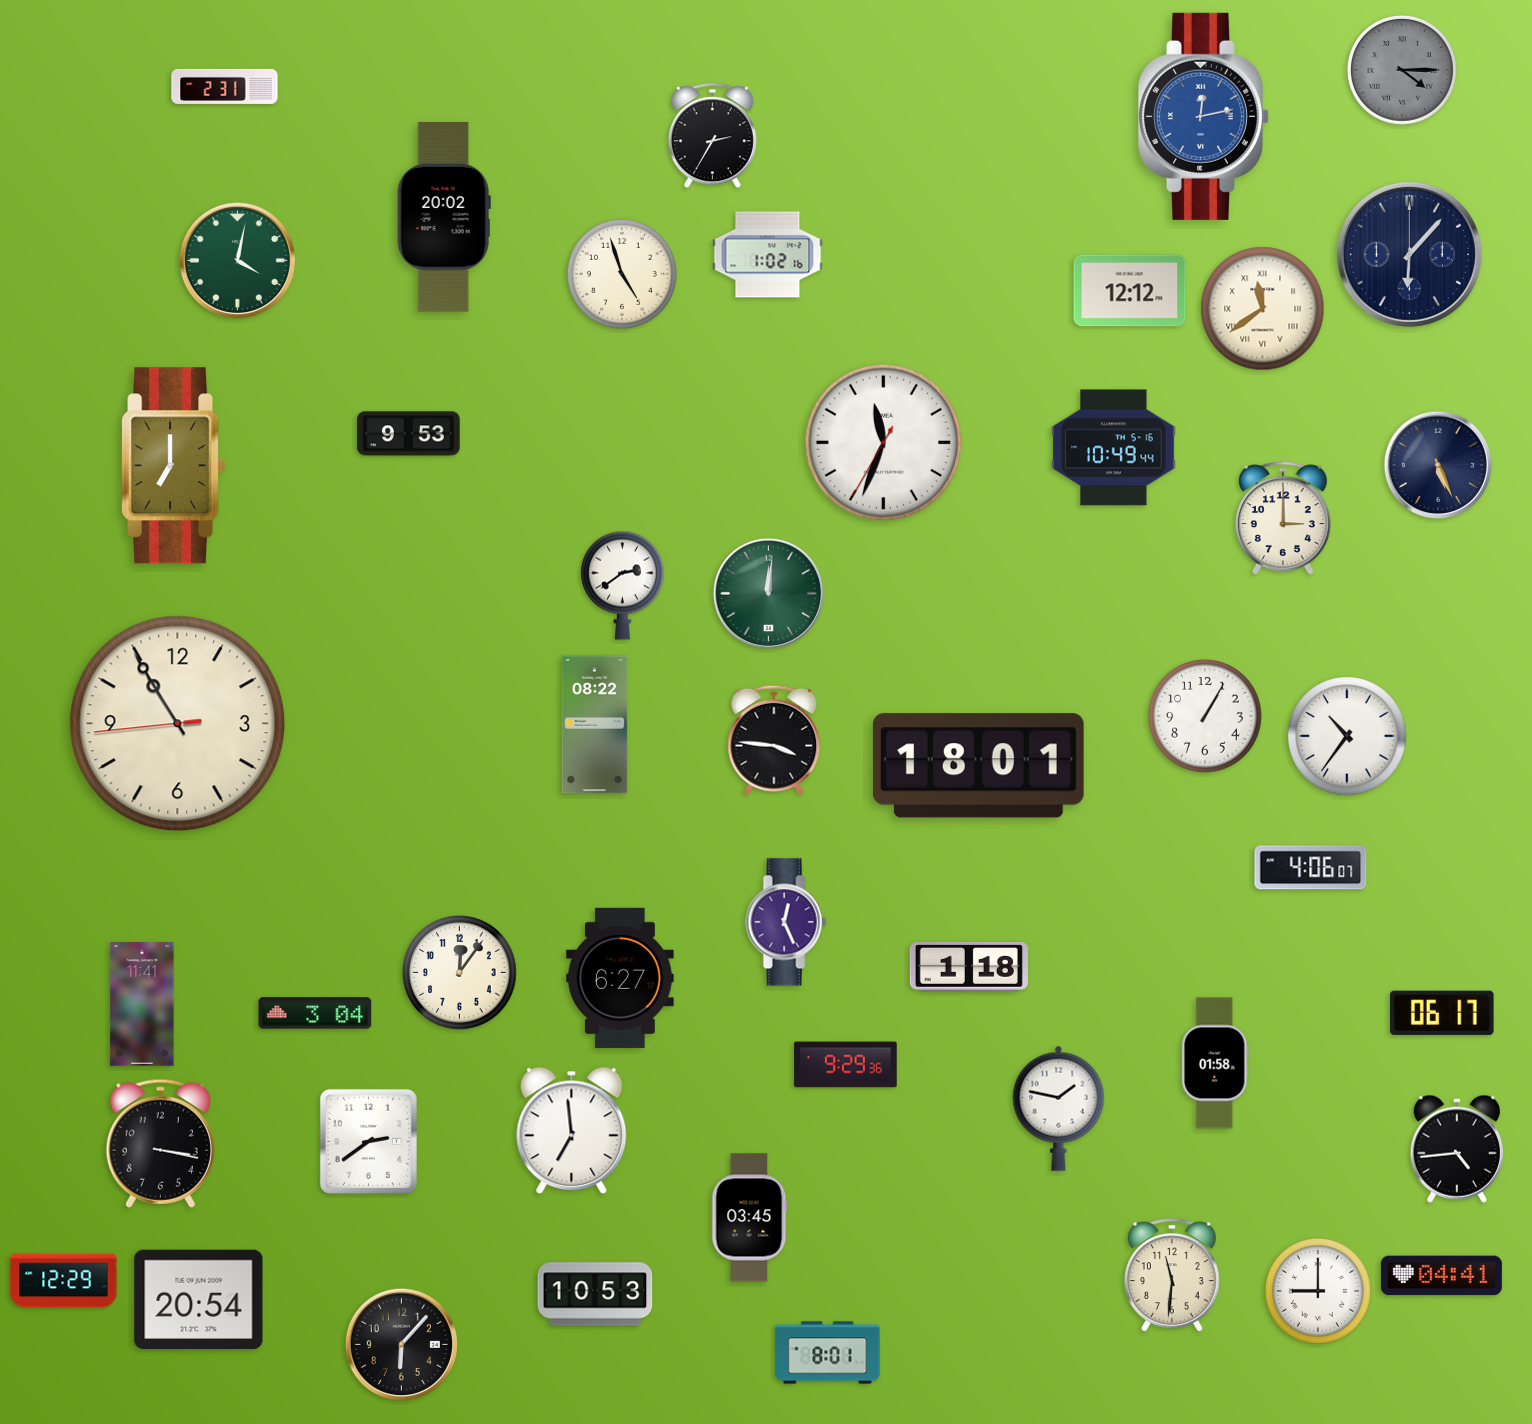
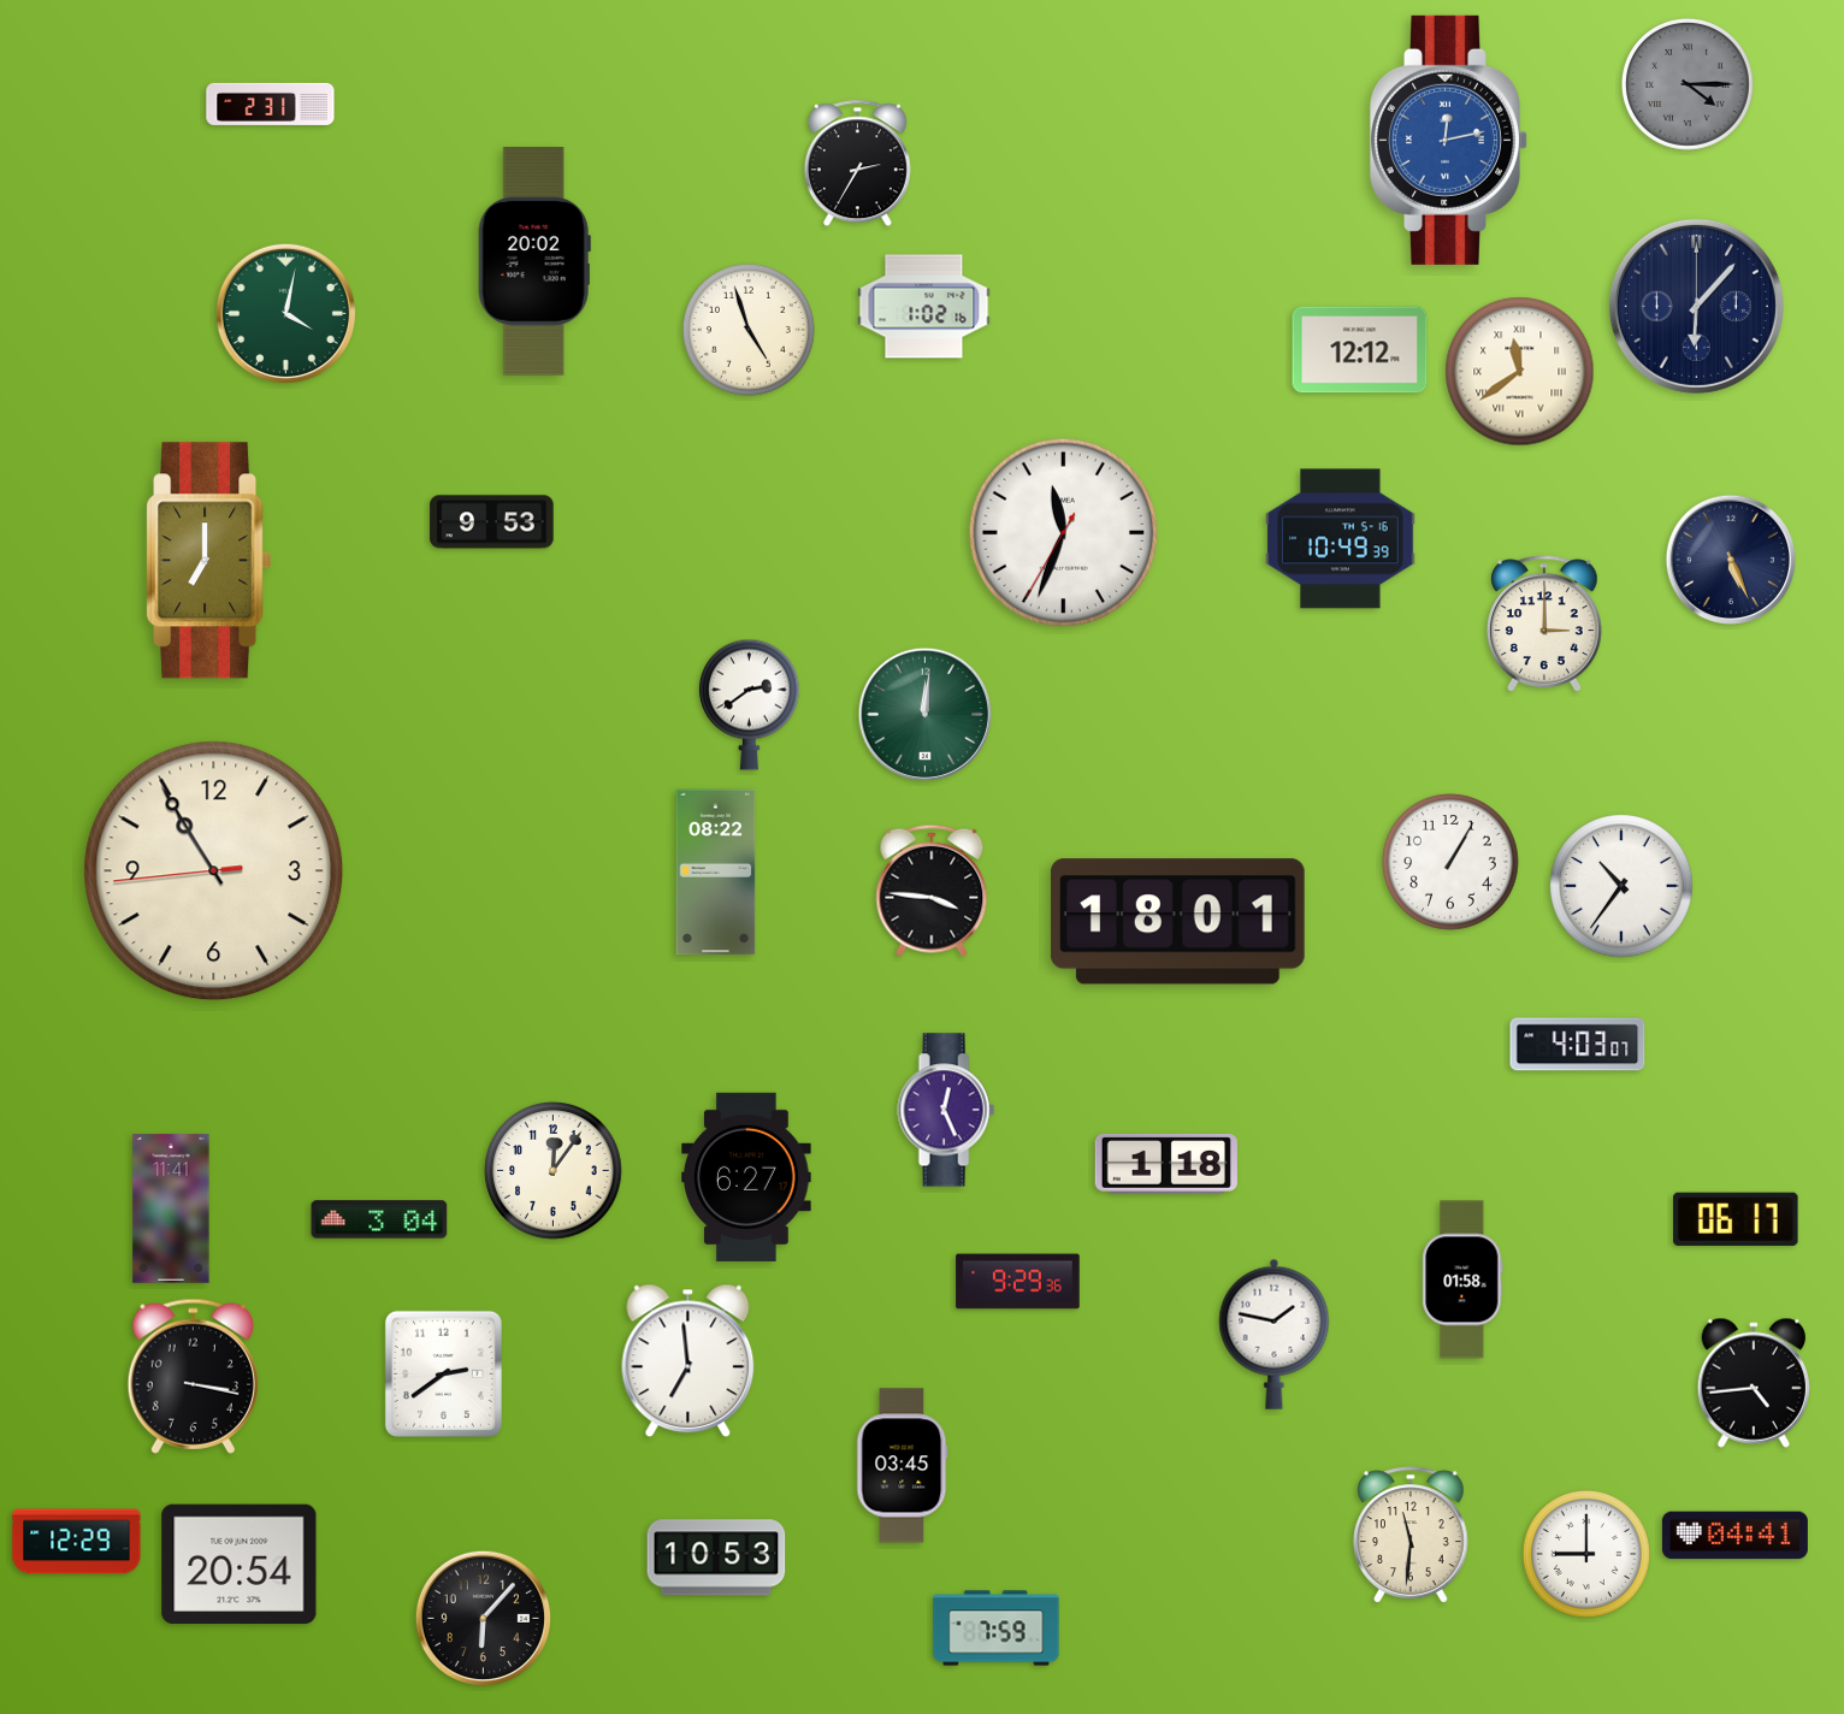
clock at (1114, 448): 10:49:44 -> 10:49:39
clock at (1311, 868): 4:06 -> 4:03
clock at (828, 1353): 8:01 -> 7:59
